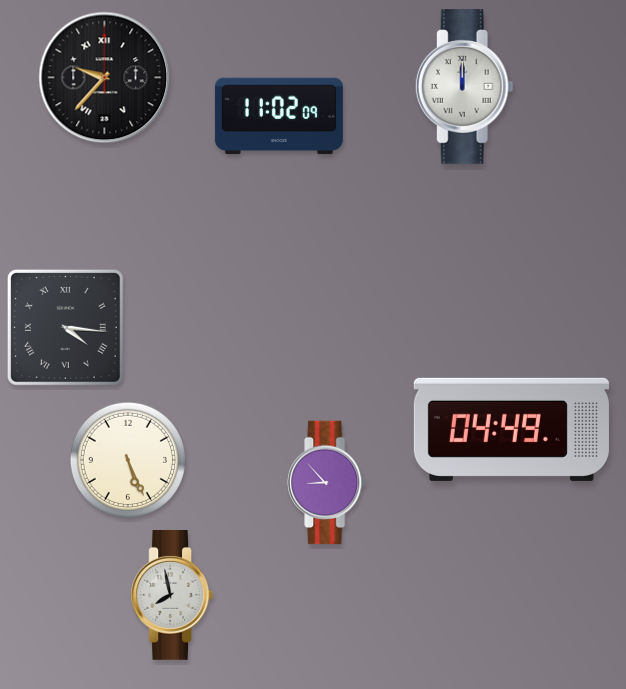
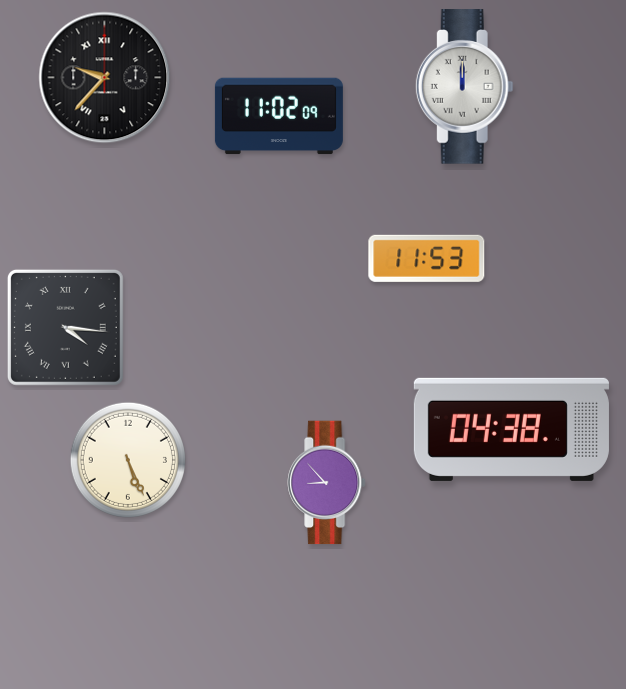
clock at (427, 258): none -> 11:53
clock at (511, 429): 04:49 -> 04:38
clock at (172, 595): 7:58 -> none
